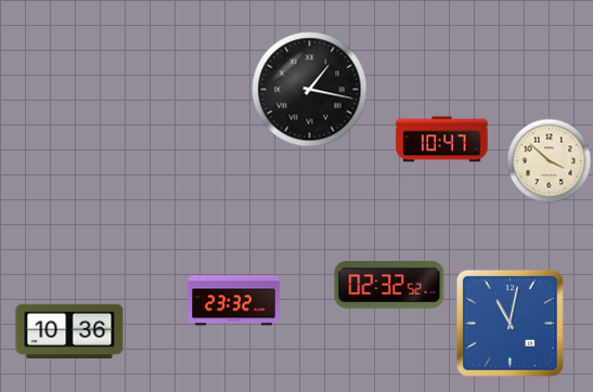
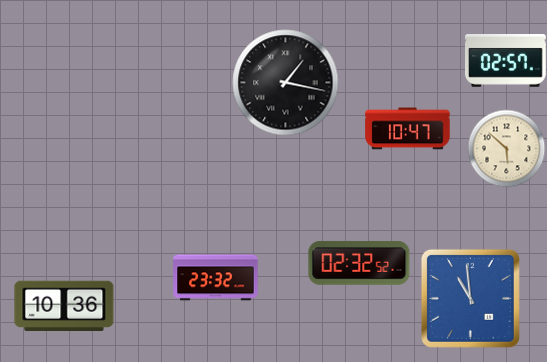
clock at (506, 61): none -> 02:57
clock at (549, 160): 3:52 -> 5:52
clock at (510, 323): 11:02 -> 10:59
